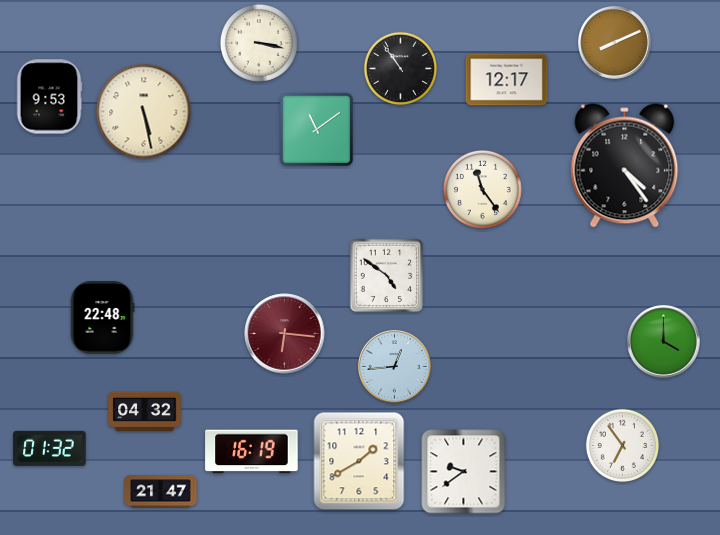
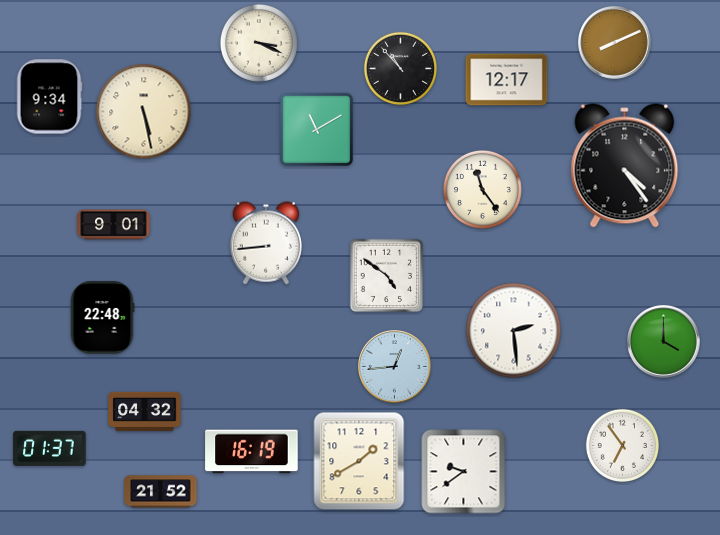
clock at (259, 43): 3:17 -> 3:19
clock at (400, 68): 10:54 -> 10:53
clock at (49, 97): 9:53 -> 9:34
clock at (317, 130): 11:09 -> 11:10
clock at (114, 225): none -> 9:01
clock at (266, 243): none -> 8:44
clock at (514, 331): none -> 2:29
clock at (285, 334): 6:16 -> none
clock at (50, 448): 01:32 -> 01:37
clock at (161, 492): 21:47 -> 21:52
